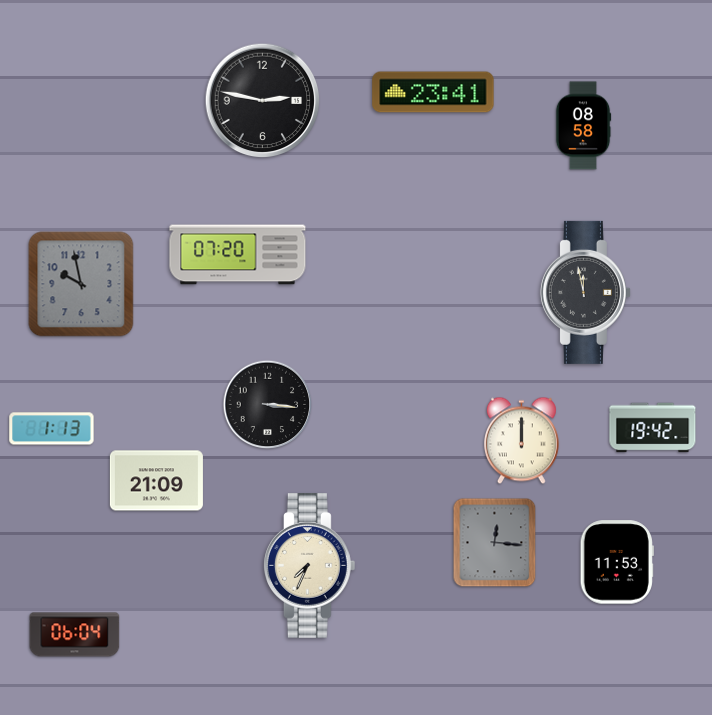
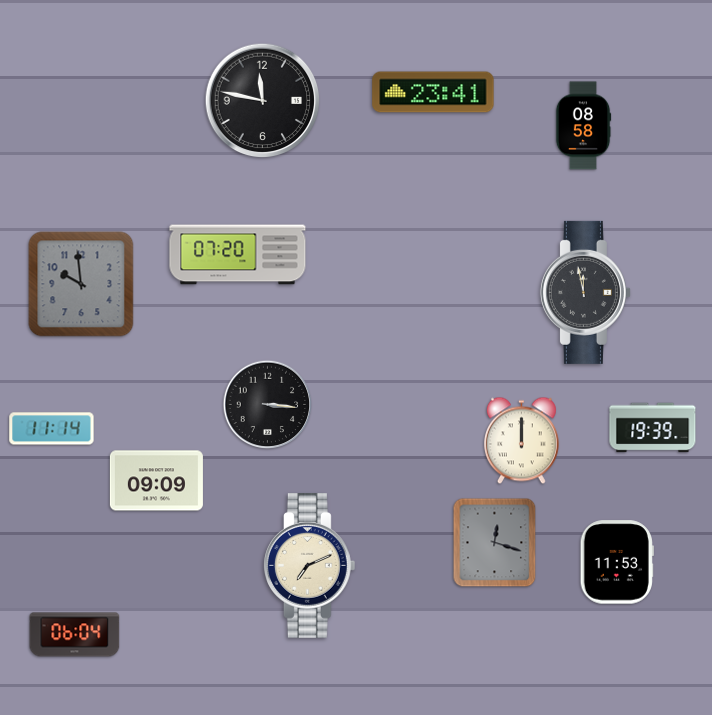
clock at (263, 101): 2:47 -> 11:47
clock at (81, 284): 9:58 -> 9:59
clock at (653, 428): 19:42 -> 19:39
clock at (52, 429): 1:13 -> 11:14
clock at (156, 481): 21:09 -> 09:09
clock at (495, 543): 12:16 -> 12:18
clock at (309, 566): 7:34 -> 7:11
